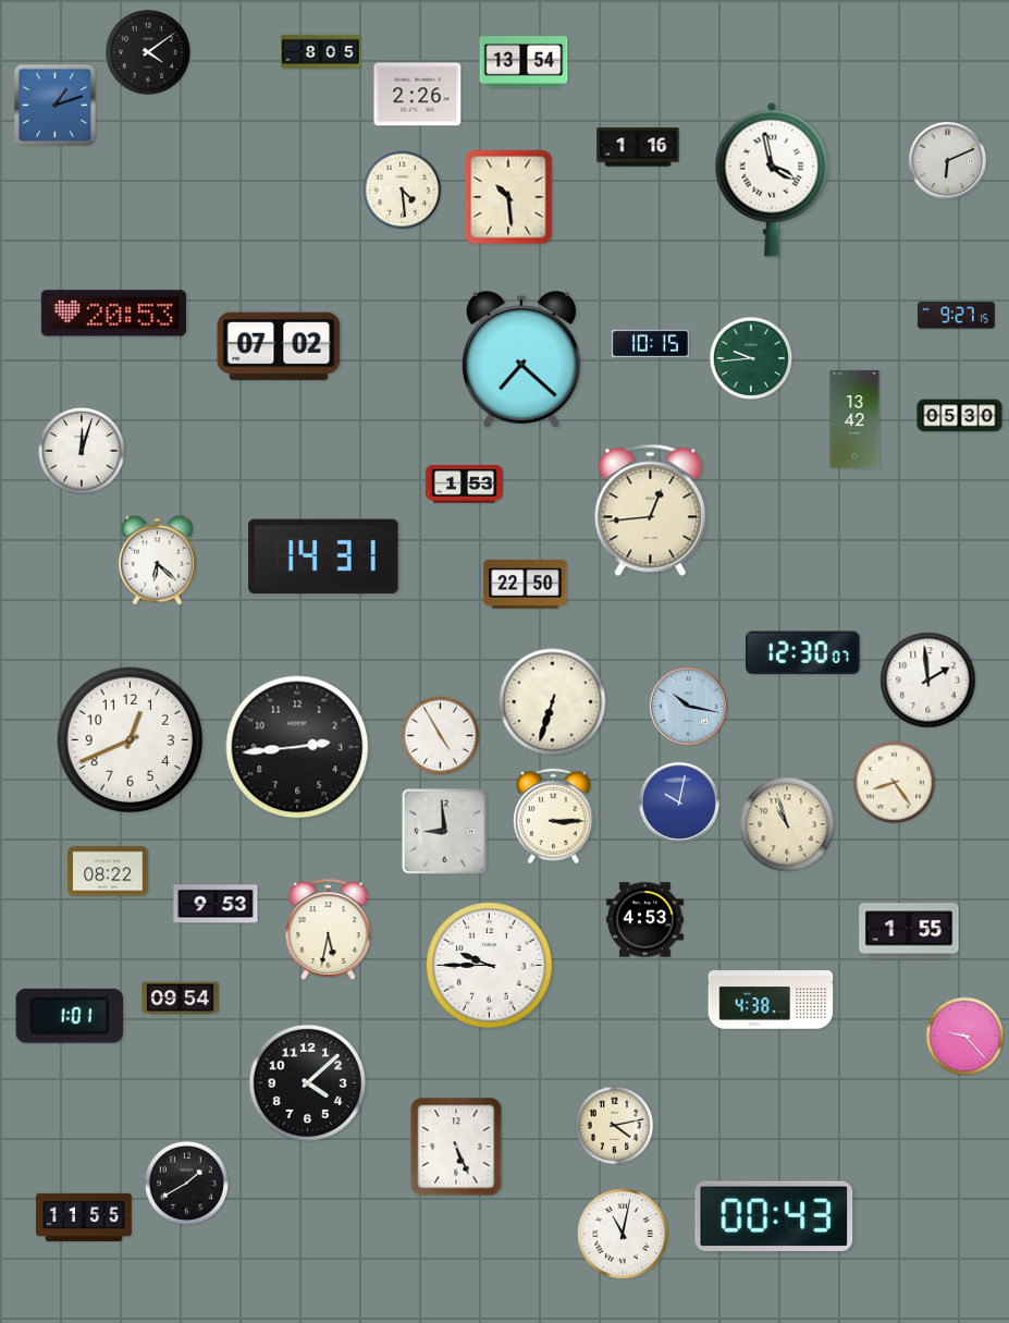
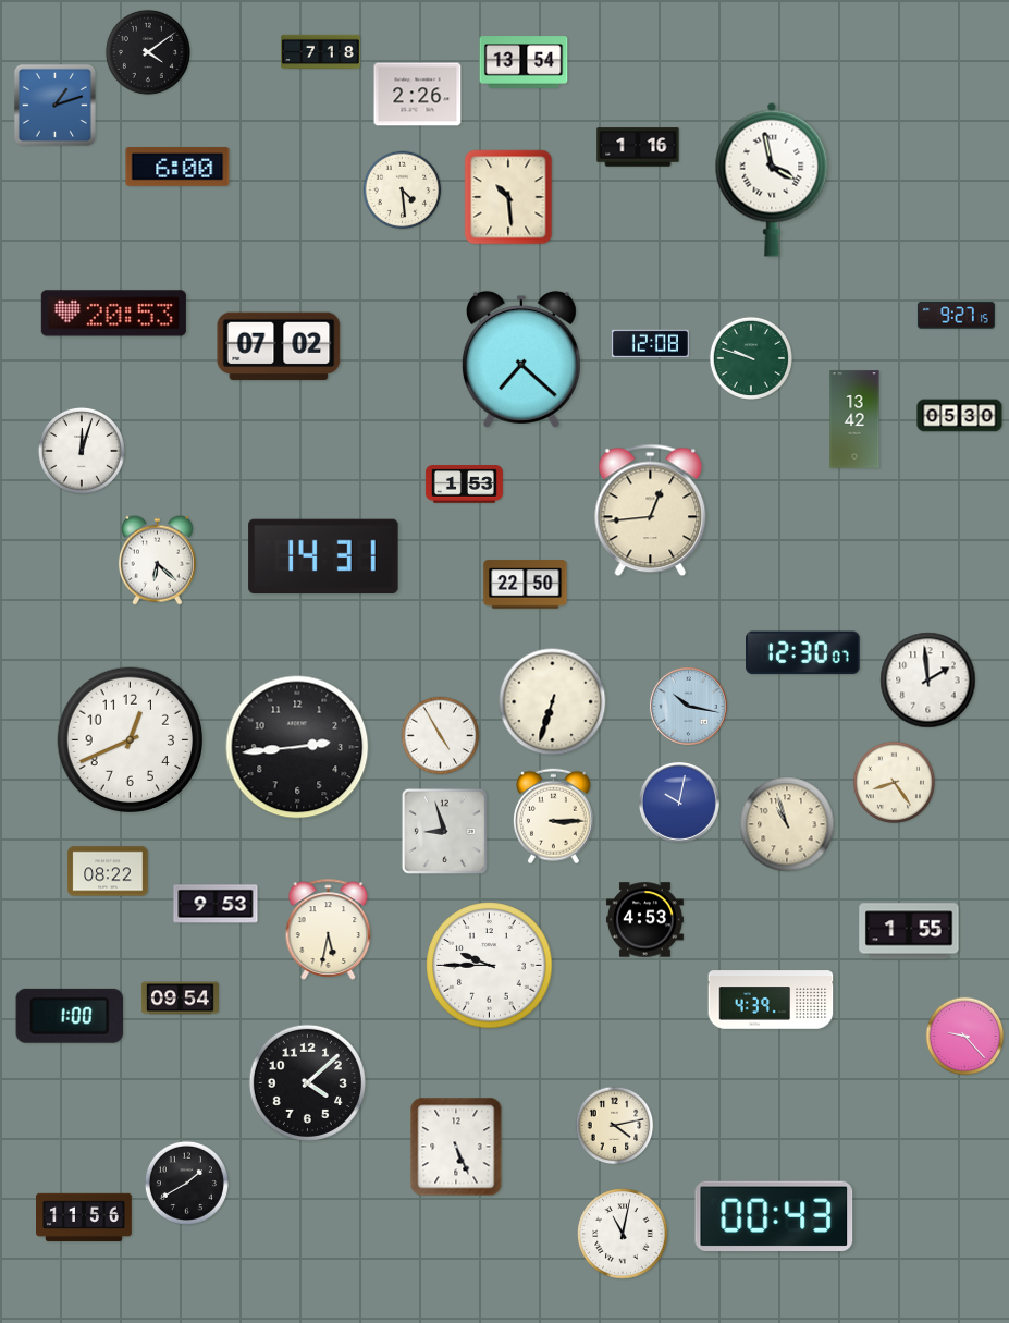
clock at (321, 52): 8:05 -> 7:18
clock at (947, 160): 6:11 -> none
clock at (177, 167): none -> 6:00
clock at (650, 344): 10:15 -> 12:08
clock at (751, 358): 9:44 -> 9:48
clock at (444, 831): 8:59 -> 8:57
clock at (771, 1000): 4:38 -> 4:39
clock at (70, 1016): 1:01 -> 1:00
clock at (85, 1217): 11:55 -> 11:56
